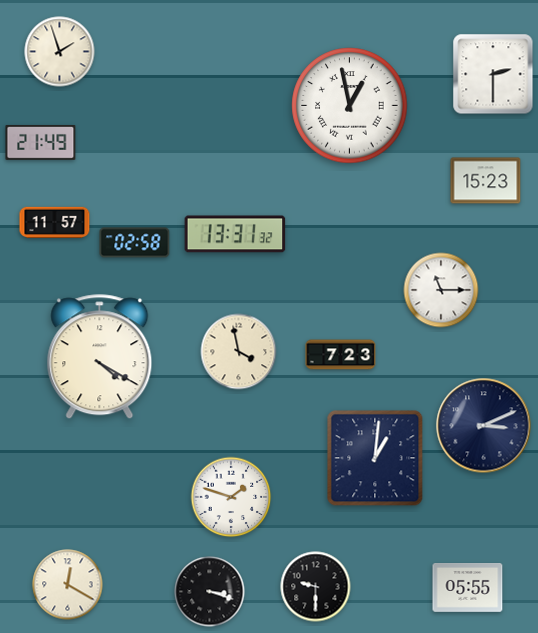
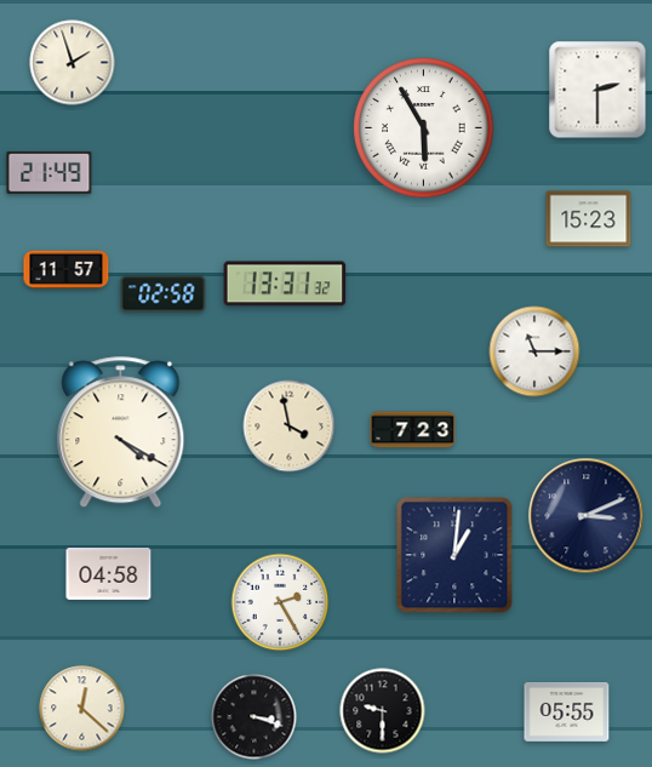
clock at (350, 106): 12:58 -> 5:55
clock at (109, 573): none -> 04:58
clock at (231, 497): 1:48 -> 2:25
clock at (68, 585): 12:20 -> 12:22
